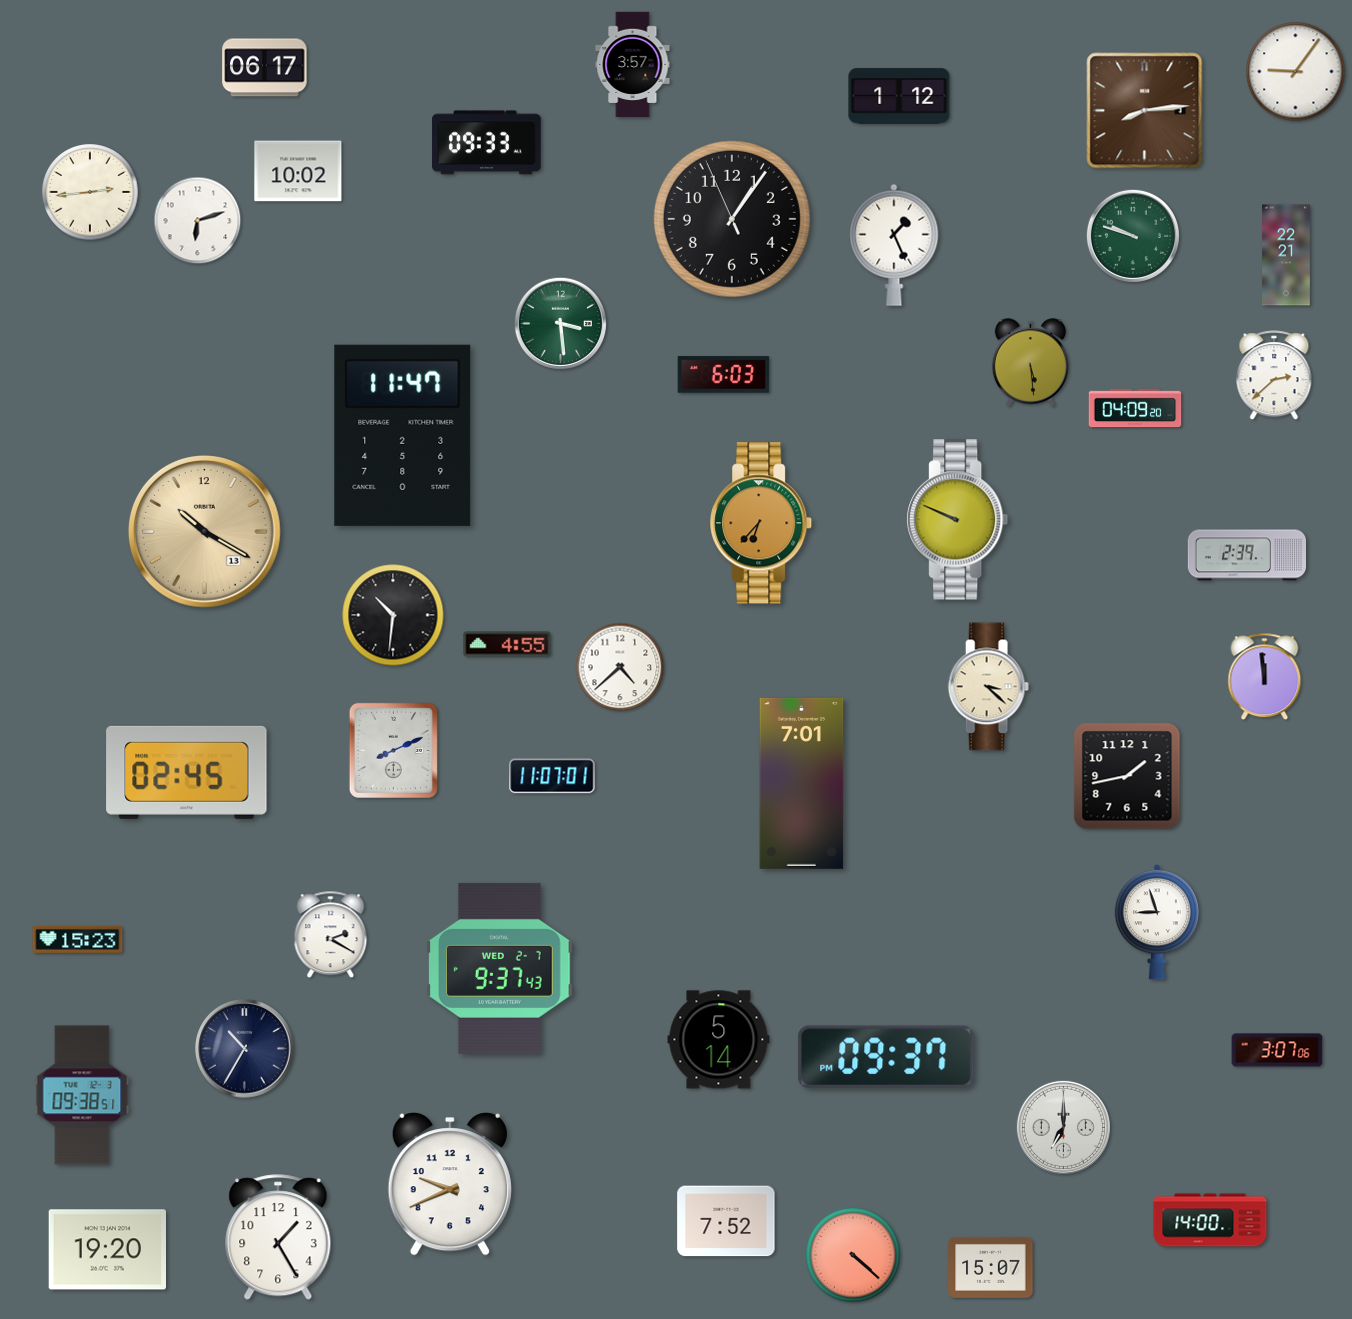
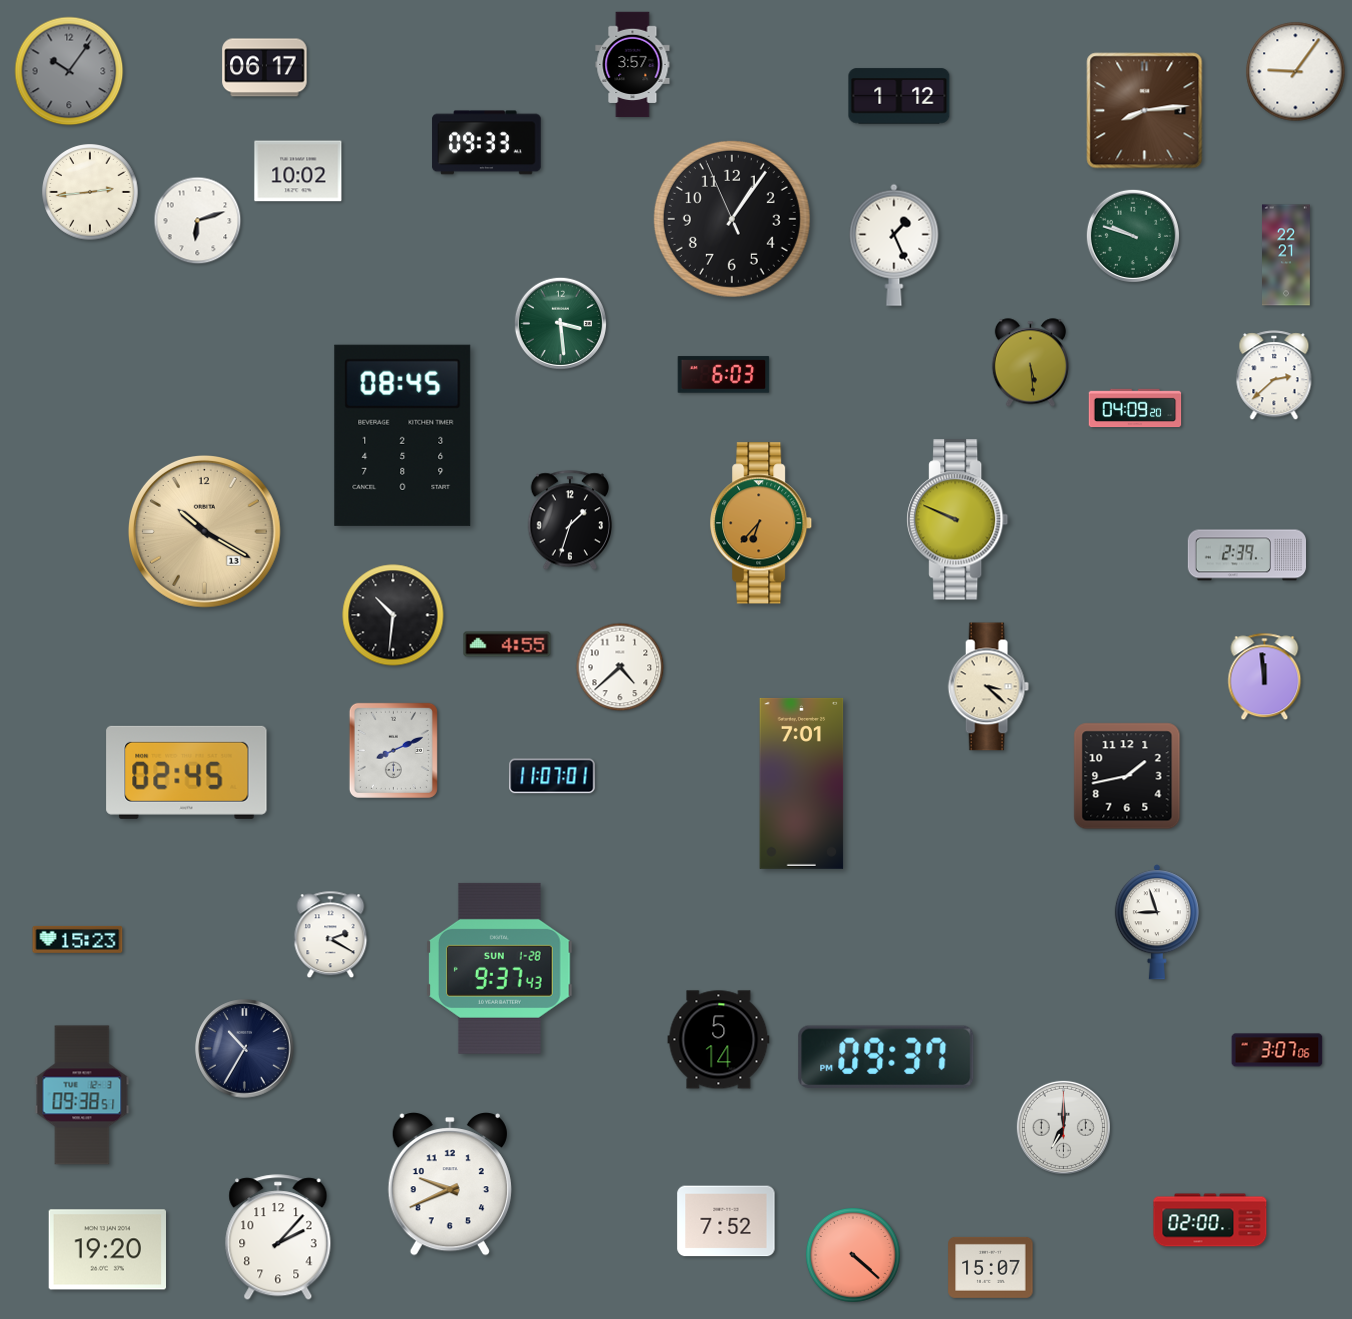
clock at (69, 71): none -> 10:06
clock at (403, 435): 11:47 -> 08:45
clock at (569, 520): none -> 1:33
clock at (500, 968) date: WED 2-7 -> SUN 1-28
clock at (1210, 1220): 14:00 -> 02:00
clock at (278, 1238): 1:25 -> 2:07
